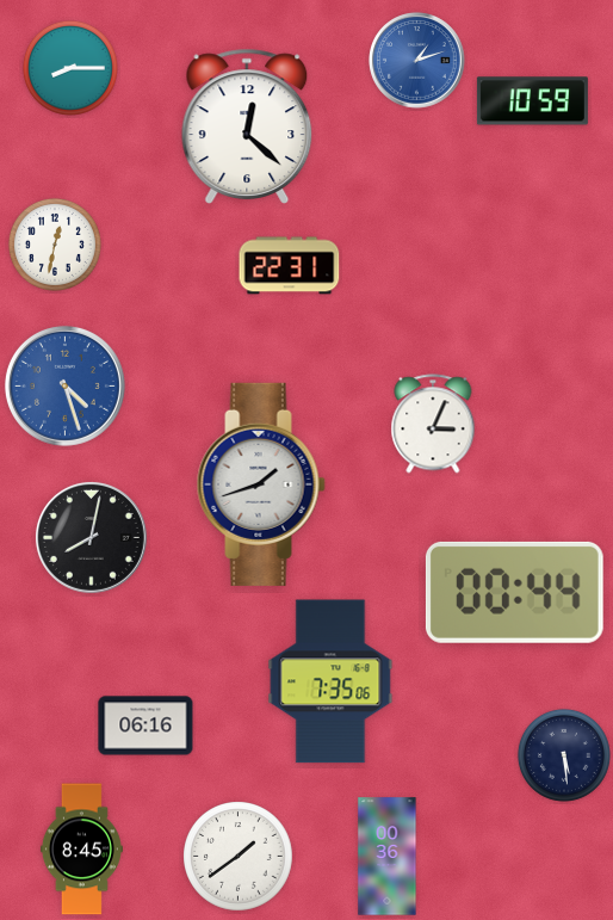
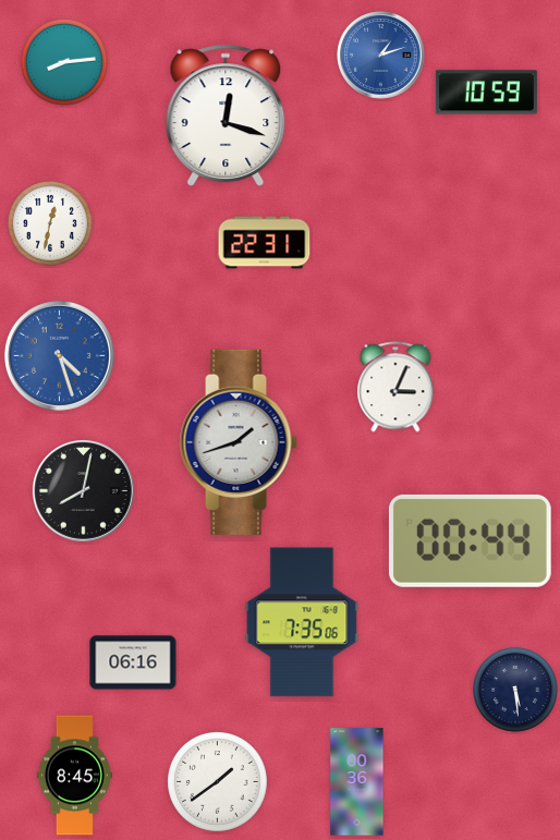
clock at (70, 68): 8:15 -> 8:14
clock at (247, 126): 12:22 -> 12:18
clock at (64, 385) position: (64, 385) -> (59, 355)
clock at (388, 857) position: (388, 857) -> (357, 782)
